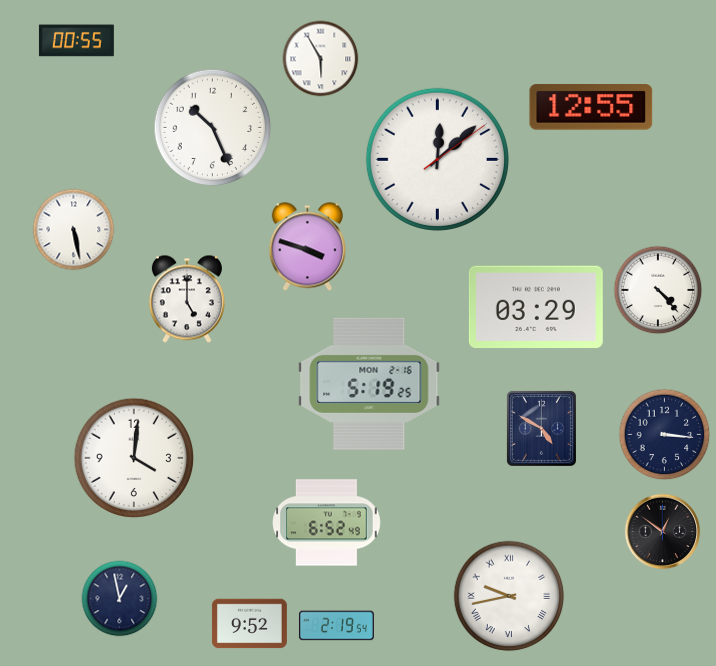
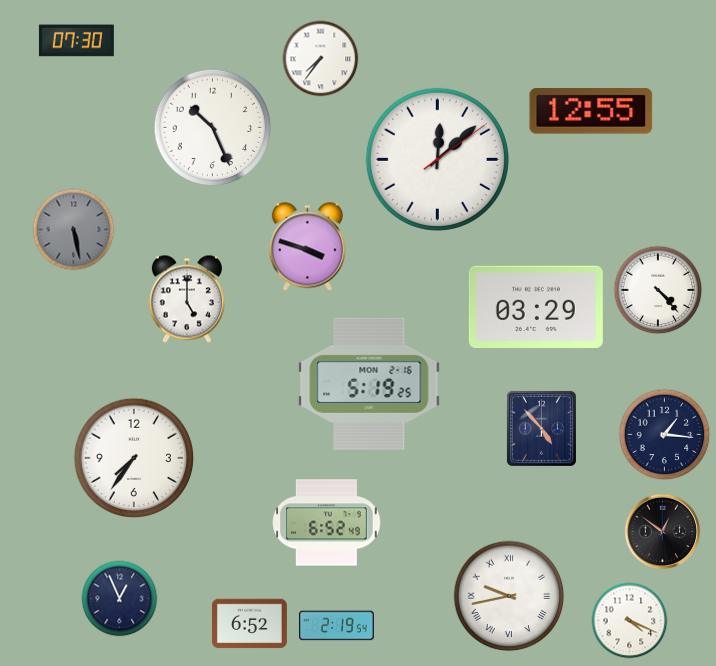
clock at (76, 41): 00:55 -> 07:30
clock at (321, 59): 5:55 -> 7:36
clock at (591, 107) position: (591, 107) -> (591, 111)
clock at (74, 230) dial: white -> grey
clock at (541, 428): 4:50 -> 4:53
clock at (665, 435): 3:16 -> 1:16
clock at (134, 458): 4:01 -> 7:36
clock at (120, 599): 12:58 -> 12:56
clock at (630, 621): none -> 4:19
clock at (249, 624): 9:52 -> 6:52
